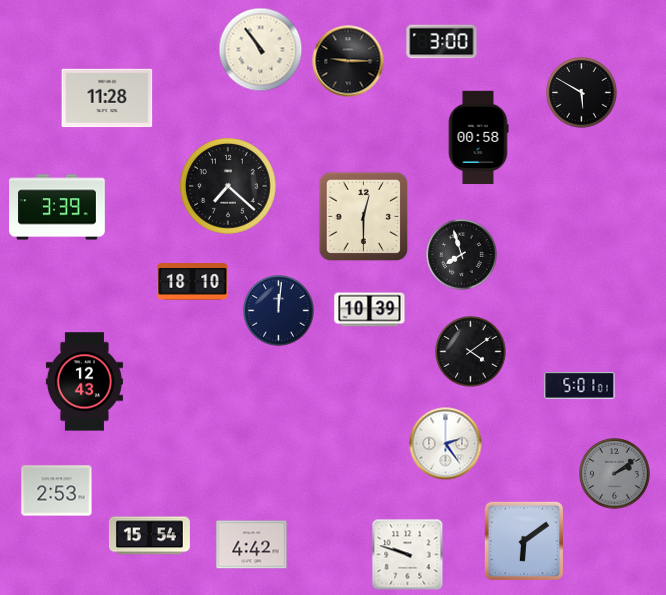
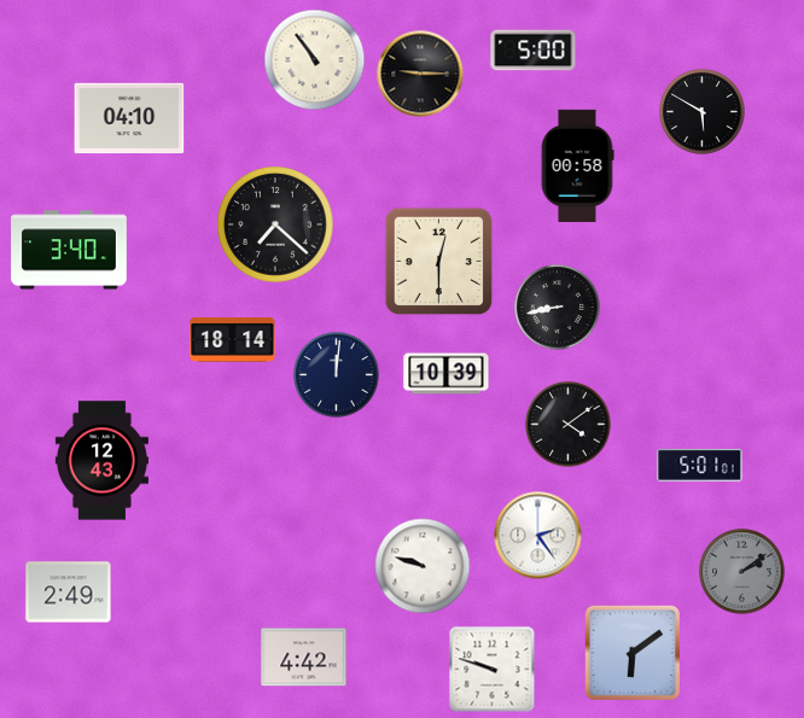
clock at (442, 42): 3:00 -> 5:00
clock at (107, 98): 11:28 -> 04:10
clock at (57, 207): 3:39 -> 3:40
clock at (462, 255): 7:57 -> 8:43
clock at (193, 282): 18:10 -> 18:14
clock at (423, 566): none -> 9:48
clock at (57, 491): 2:53 -> 2:49
clock at (149, 536): 15:54 -> none
